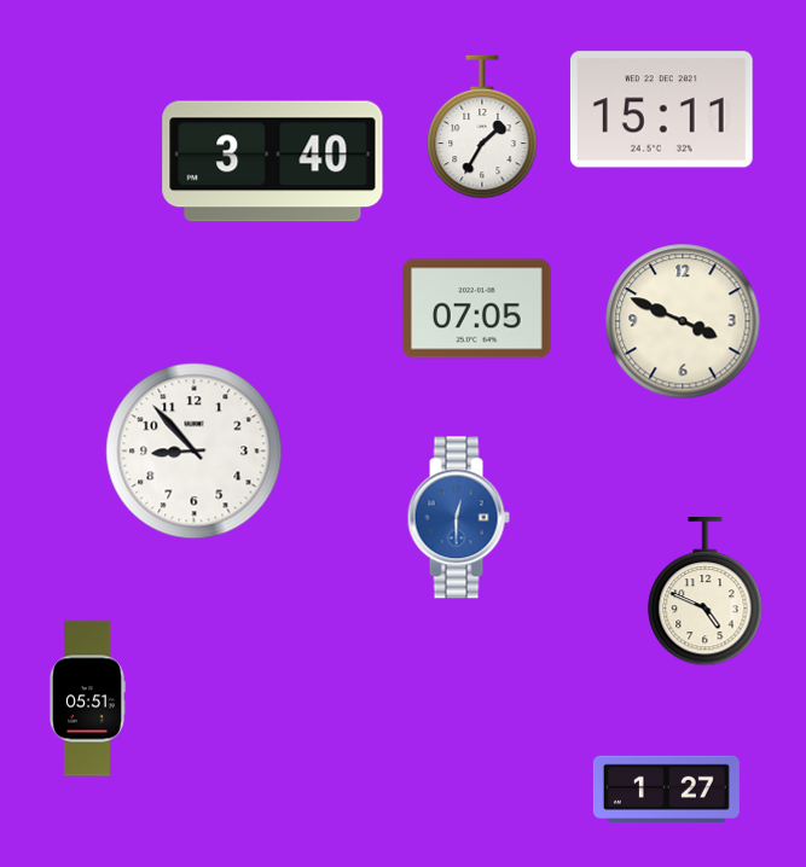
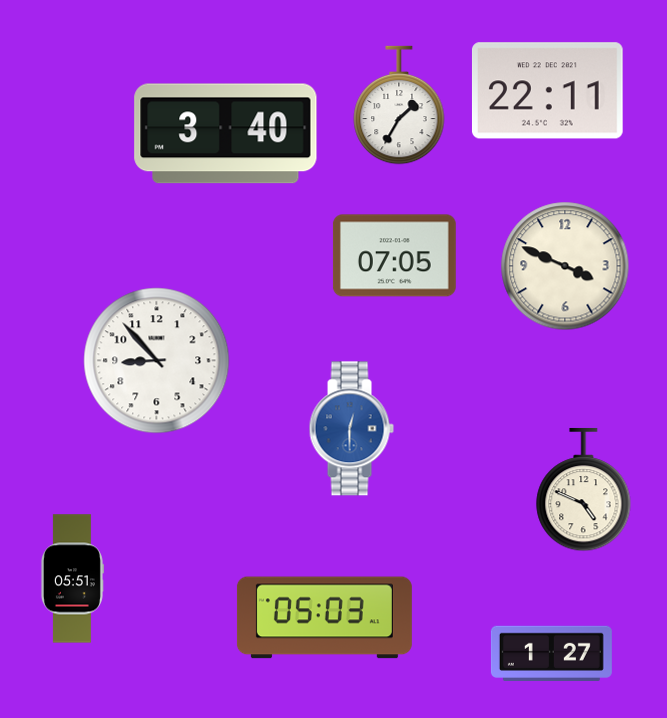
clock at (661, 110): 15:11 -> 22:11
clock at (195, 452) position: (195, 452) -> (157, 361)
clock at (458, 518) position: (458, 518) -> (351, 429)
clock at (324, 618): none -> 05:03
